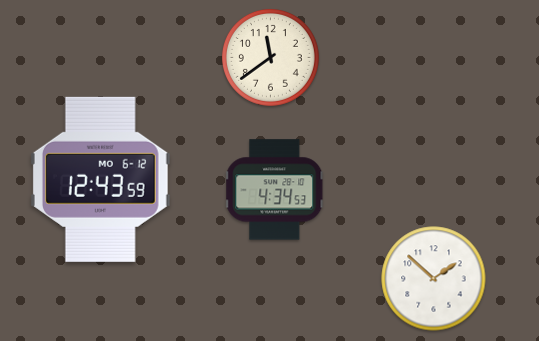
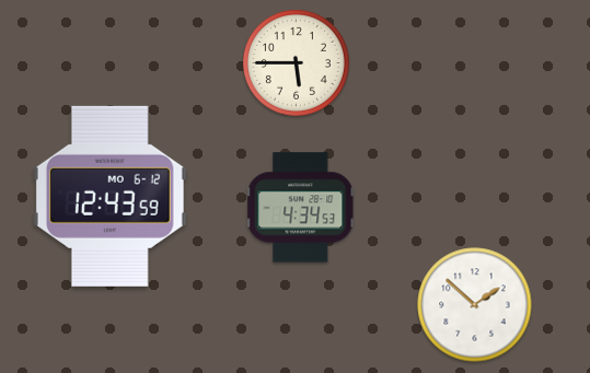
clock at (270, 57): 11:39 -> 5:45
